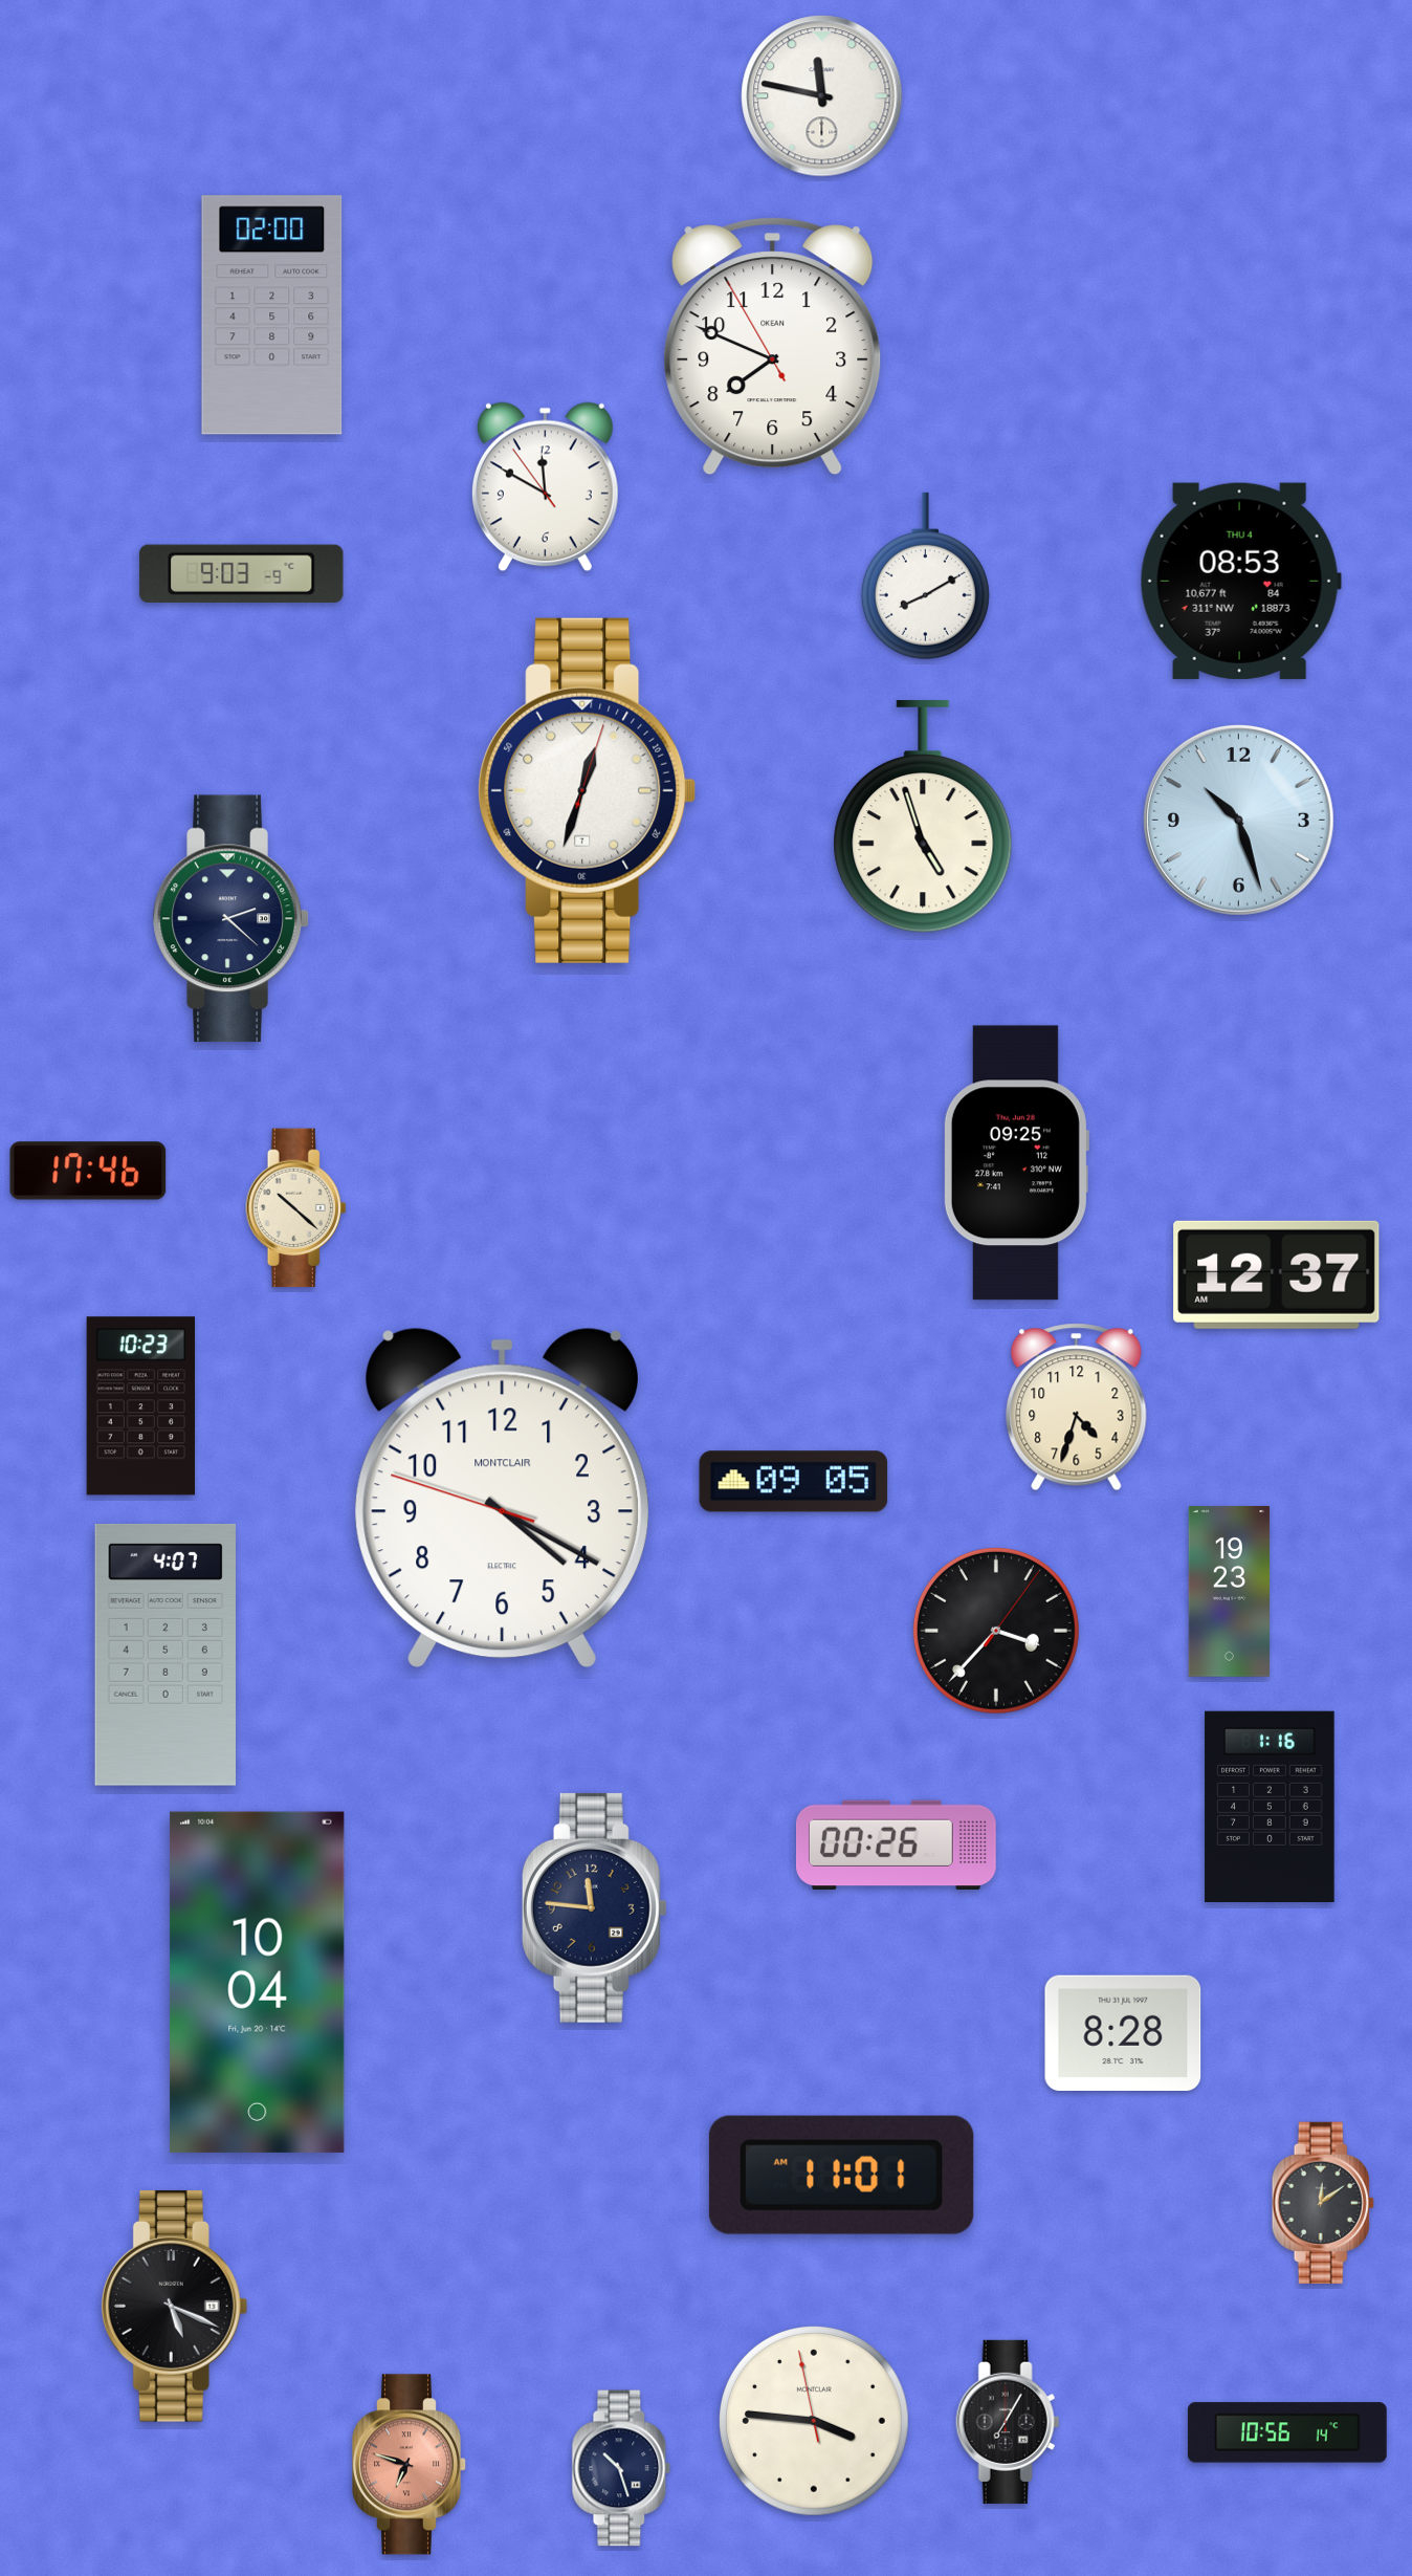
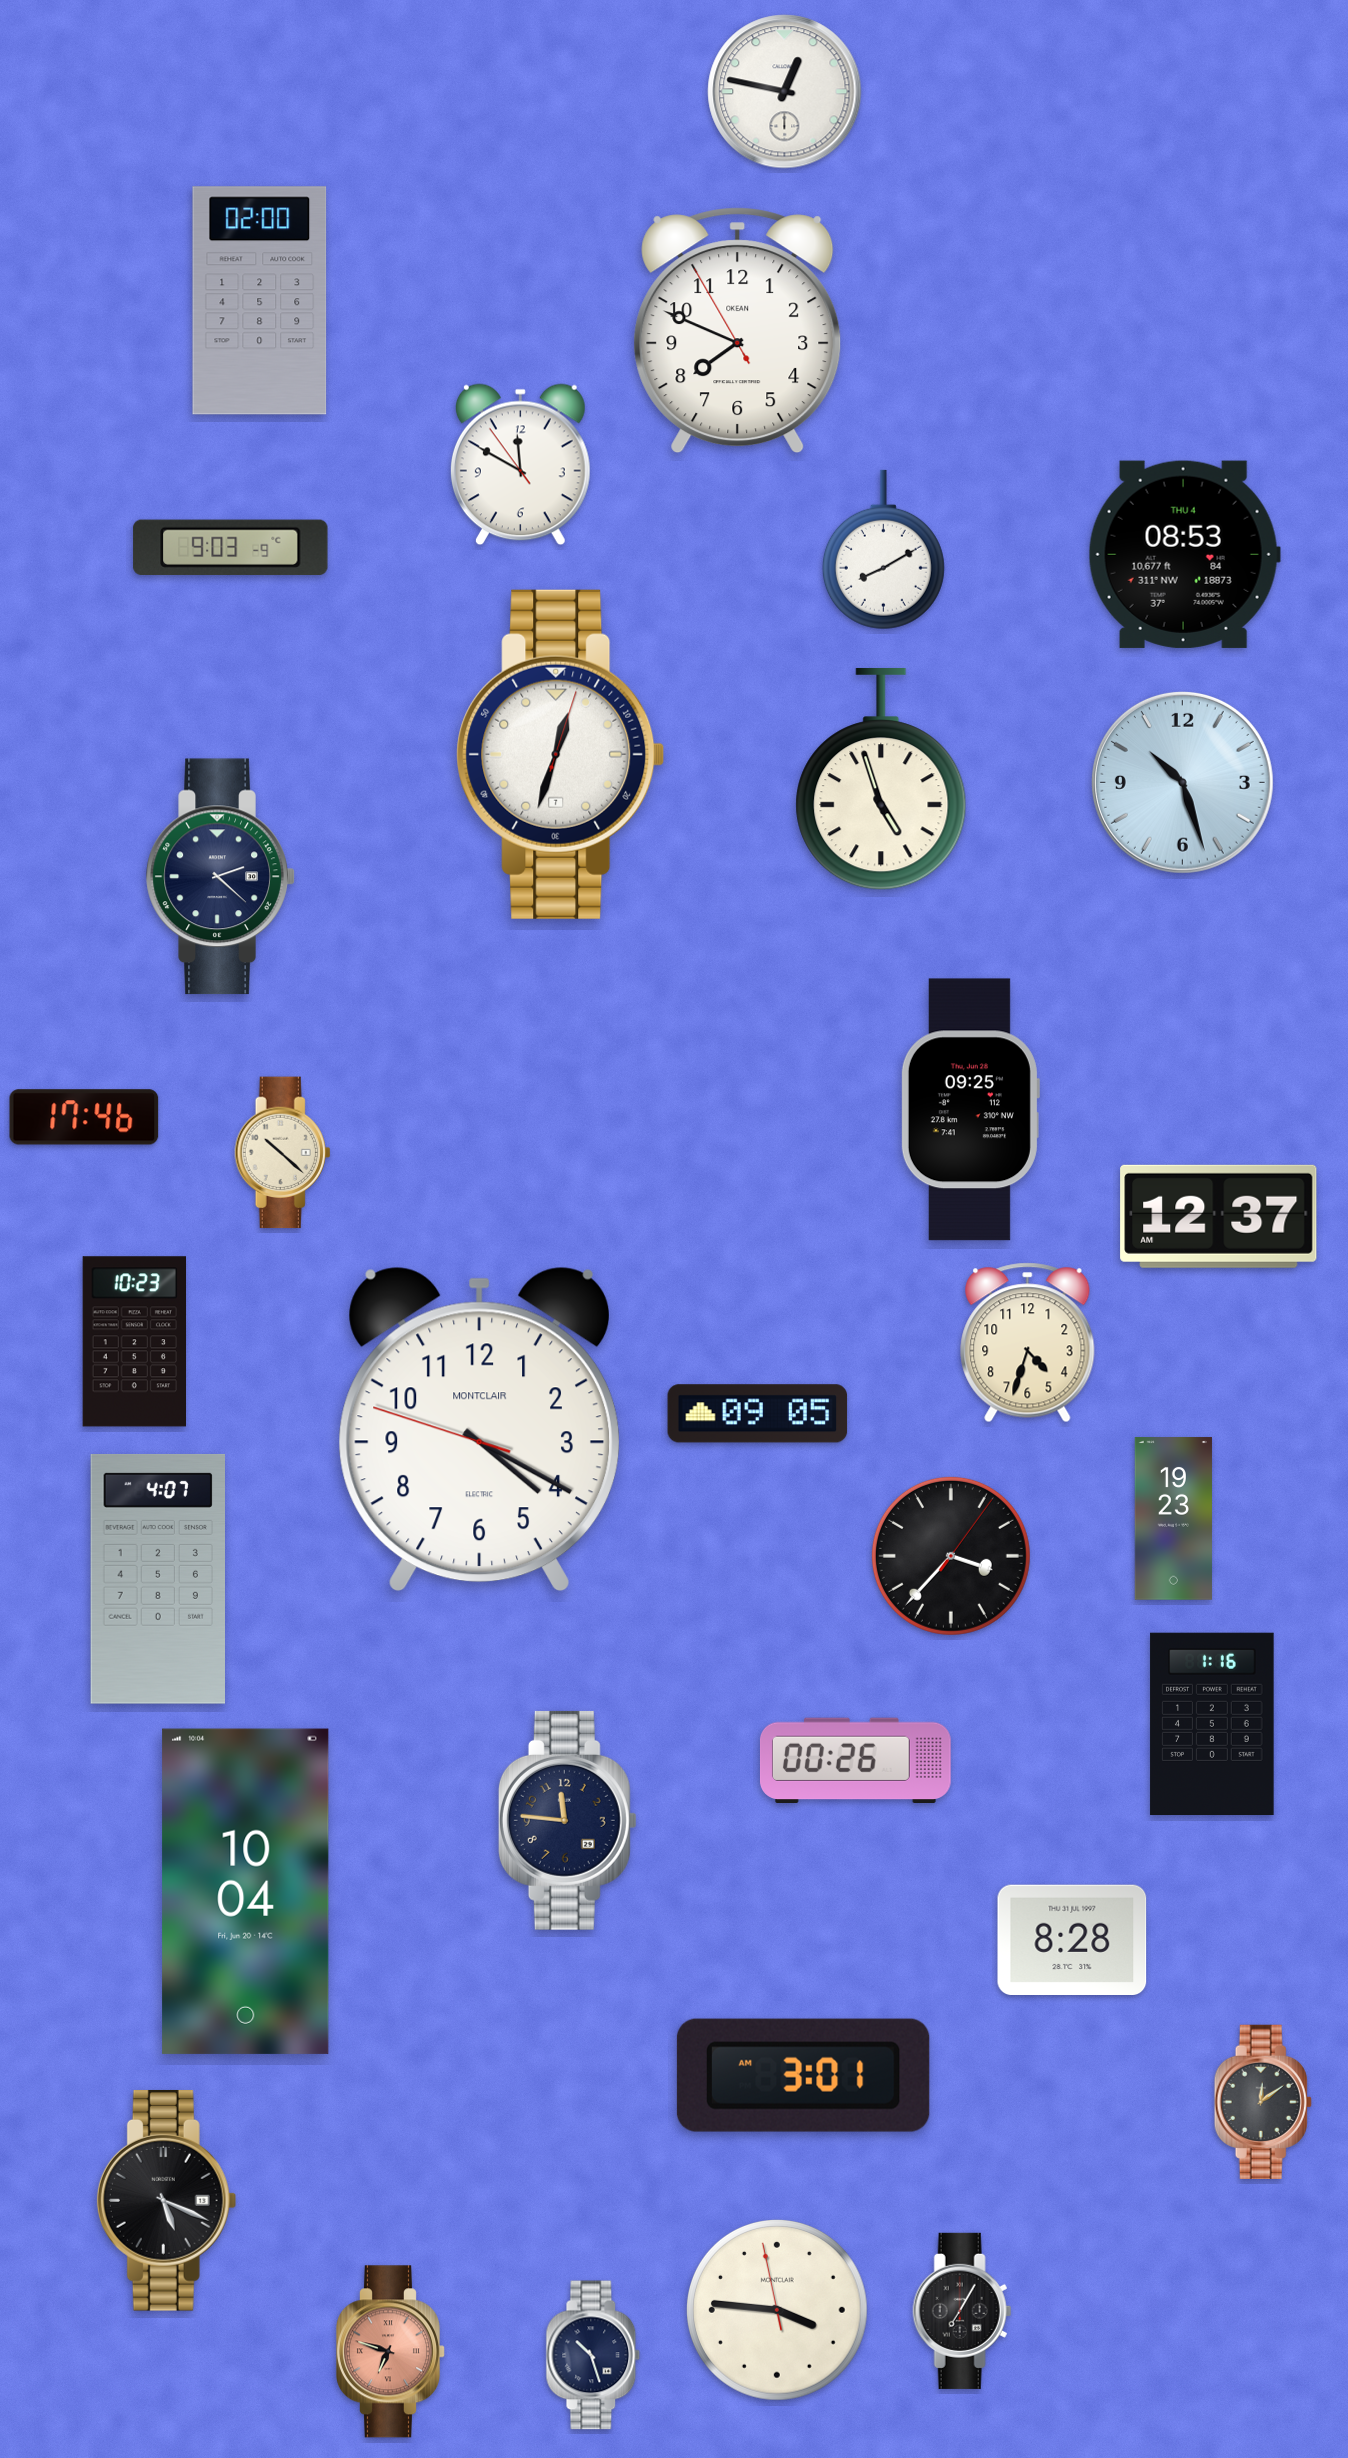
clock at (822, 96): 11:47 -> 12:47
clock at (841, 2175): 11:01 -> 3:01
clock at (1287, 2432): 10:56 -> none
